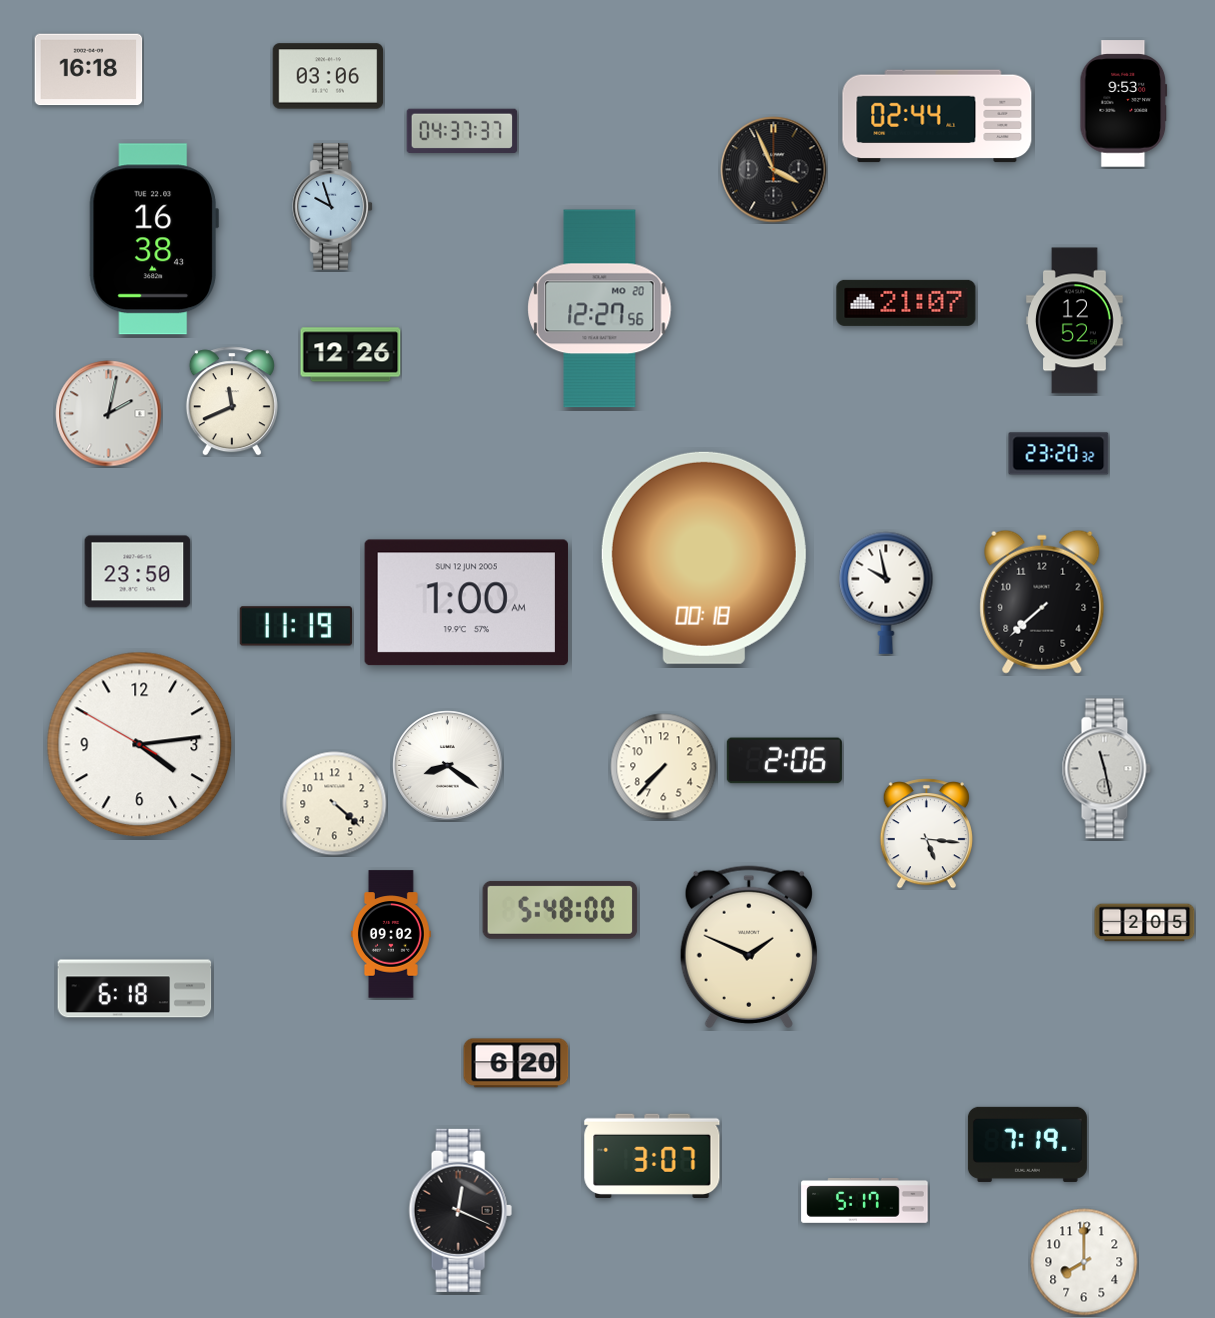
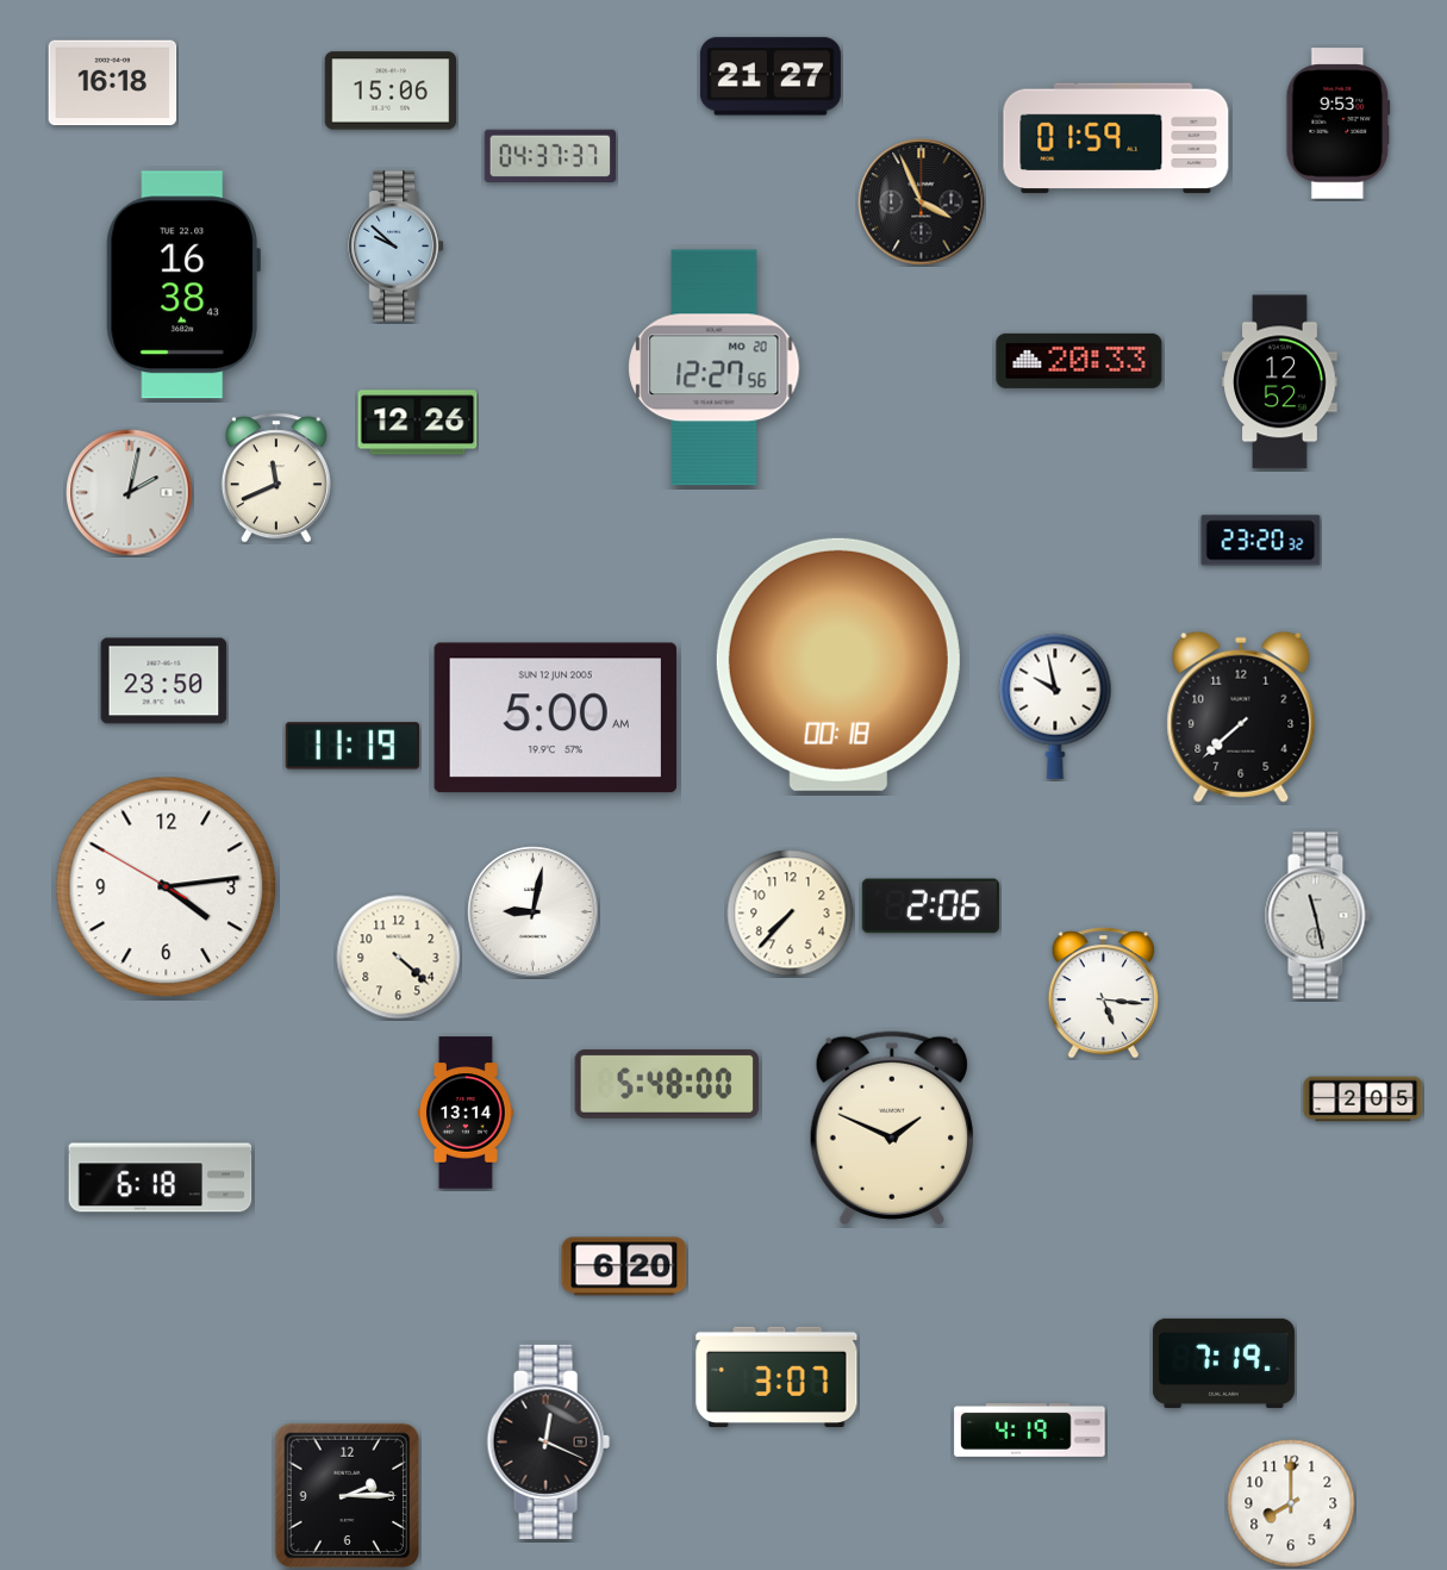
clock at (771, 76): none -> 21:27
clock at (89, 70) position: (89, 70) -> (113, 83)
clock at (328, 76): 03:06 -> 15:06
clock at (937, 116): 02:44 -> 01:59
clock at (332, 207): 9:57 -> 9:52
clock at (906, 303): 21:07 -> 20:33
clock at (466, 603): 1:00 -> 5:00
clock at (784, 761) position: (784, 761) -> (930, 907)
clock at (448, 766): 8:21 -> 9:02
clock at (391, 934): 09:02 -> 13:14
clock at (516, 1063) position: (516, 1063) -> (624, 1266)
clock at (865, 1200): 5:17 -> 4:19
clock at (348, 1496): none -> 2:15
